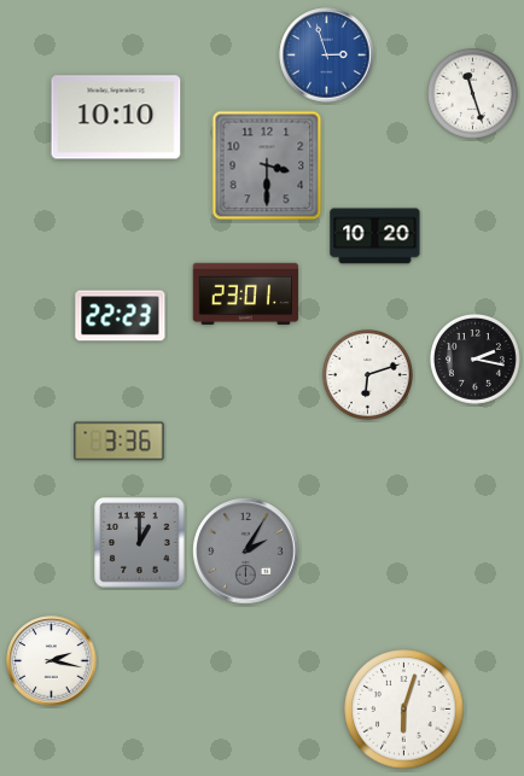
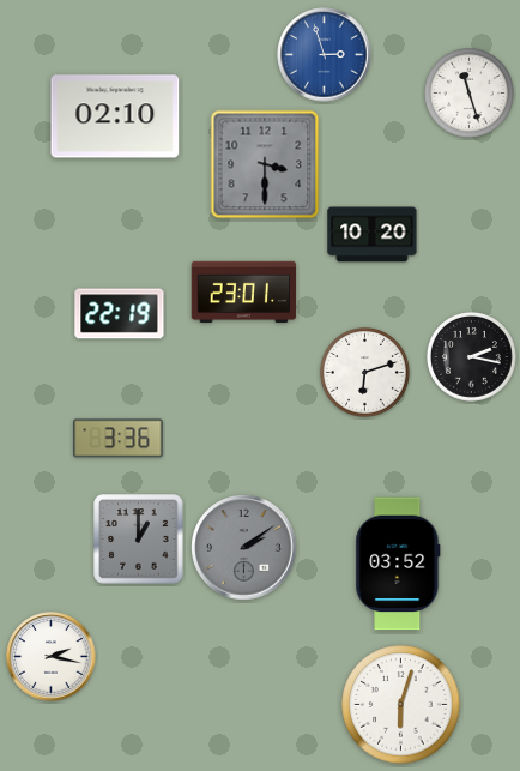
clock at (116, 117): 10:10 -> 02:10
clock at (121, 316): 22:23 -> 22:19
clock at (246, 552): 2:05 -> 2:09
clock at (398, 564): none -> 03:52
